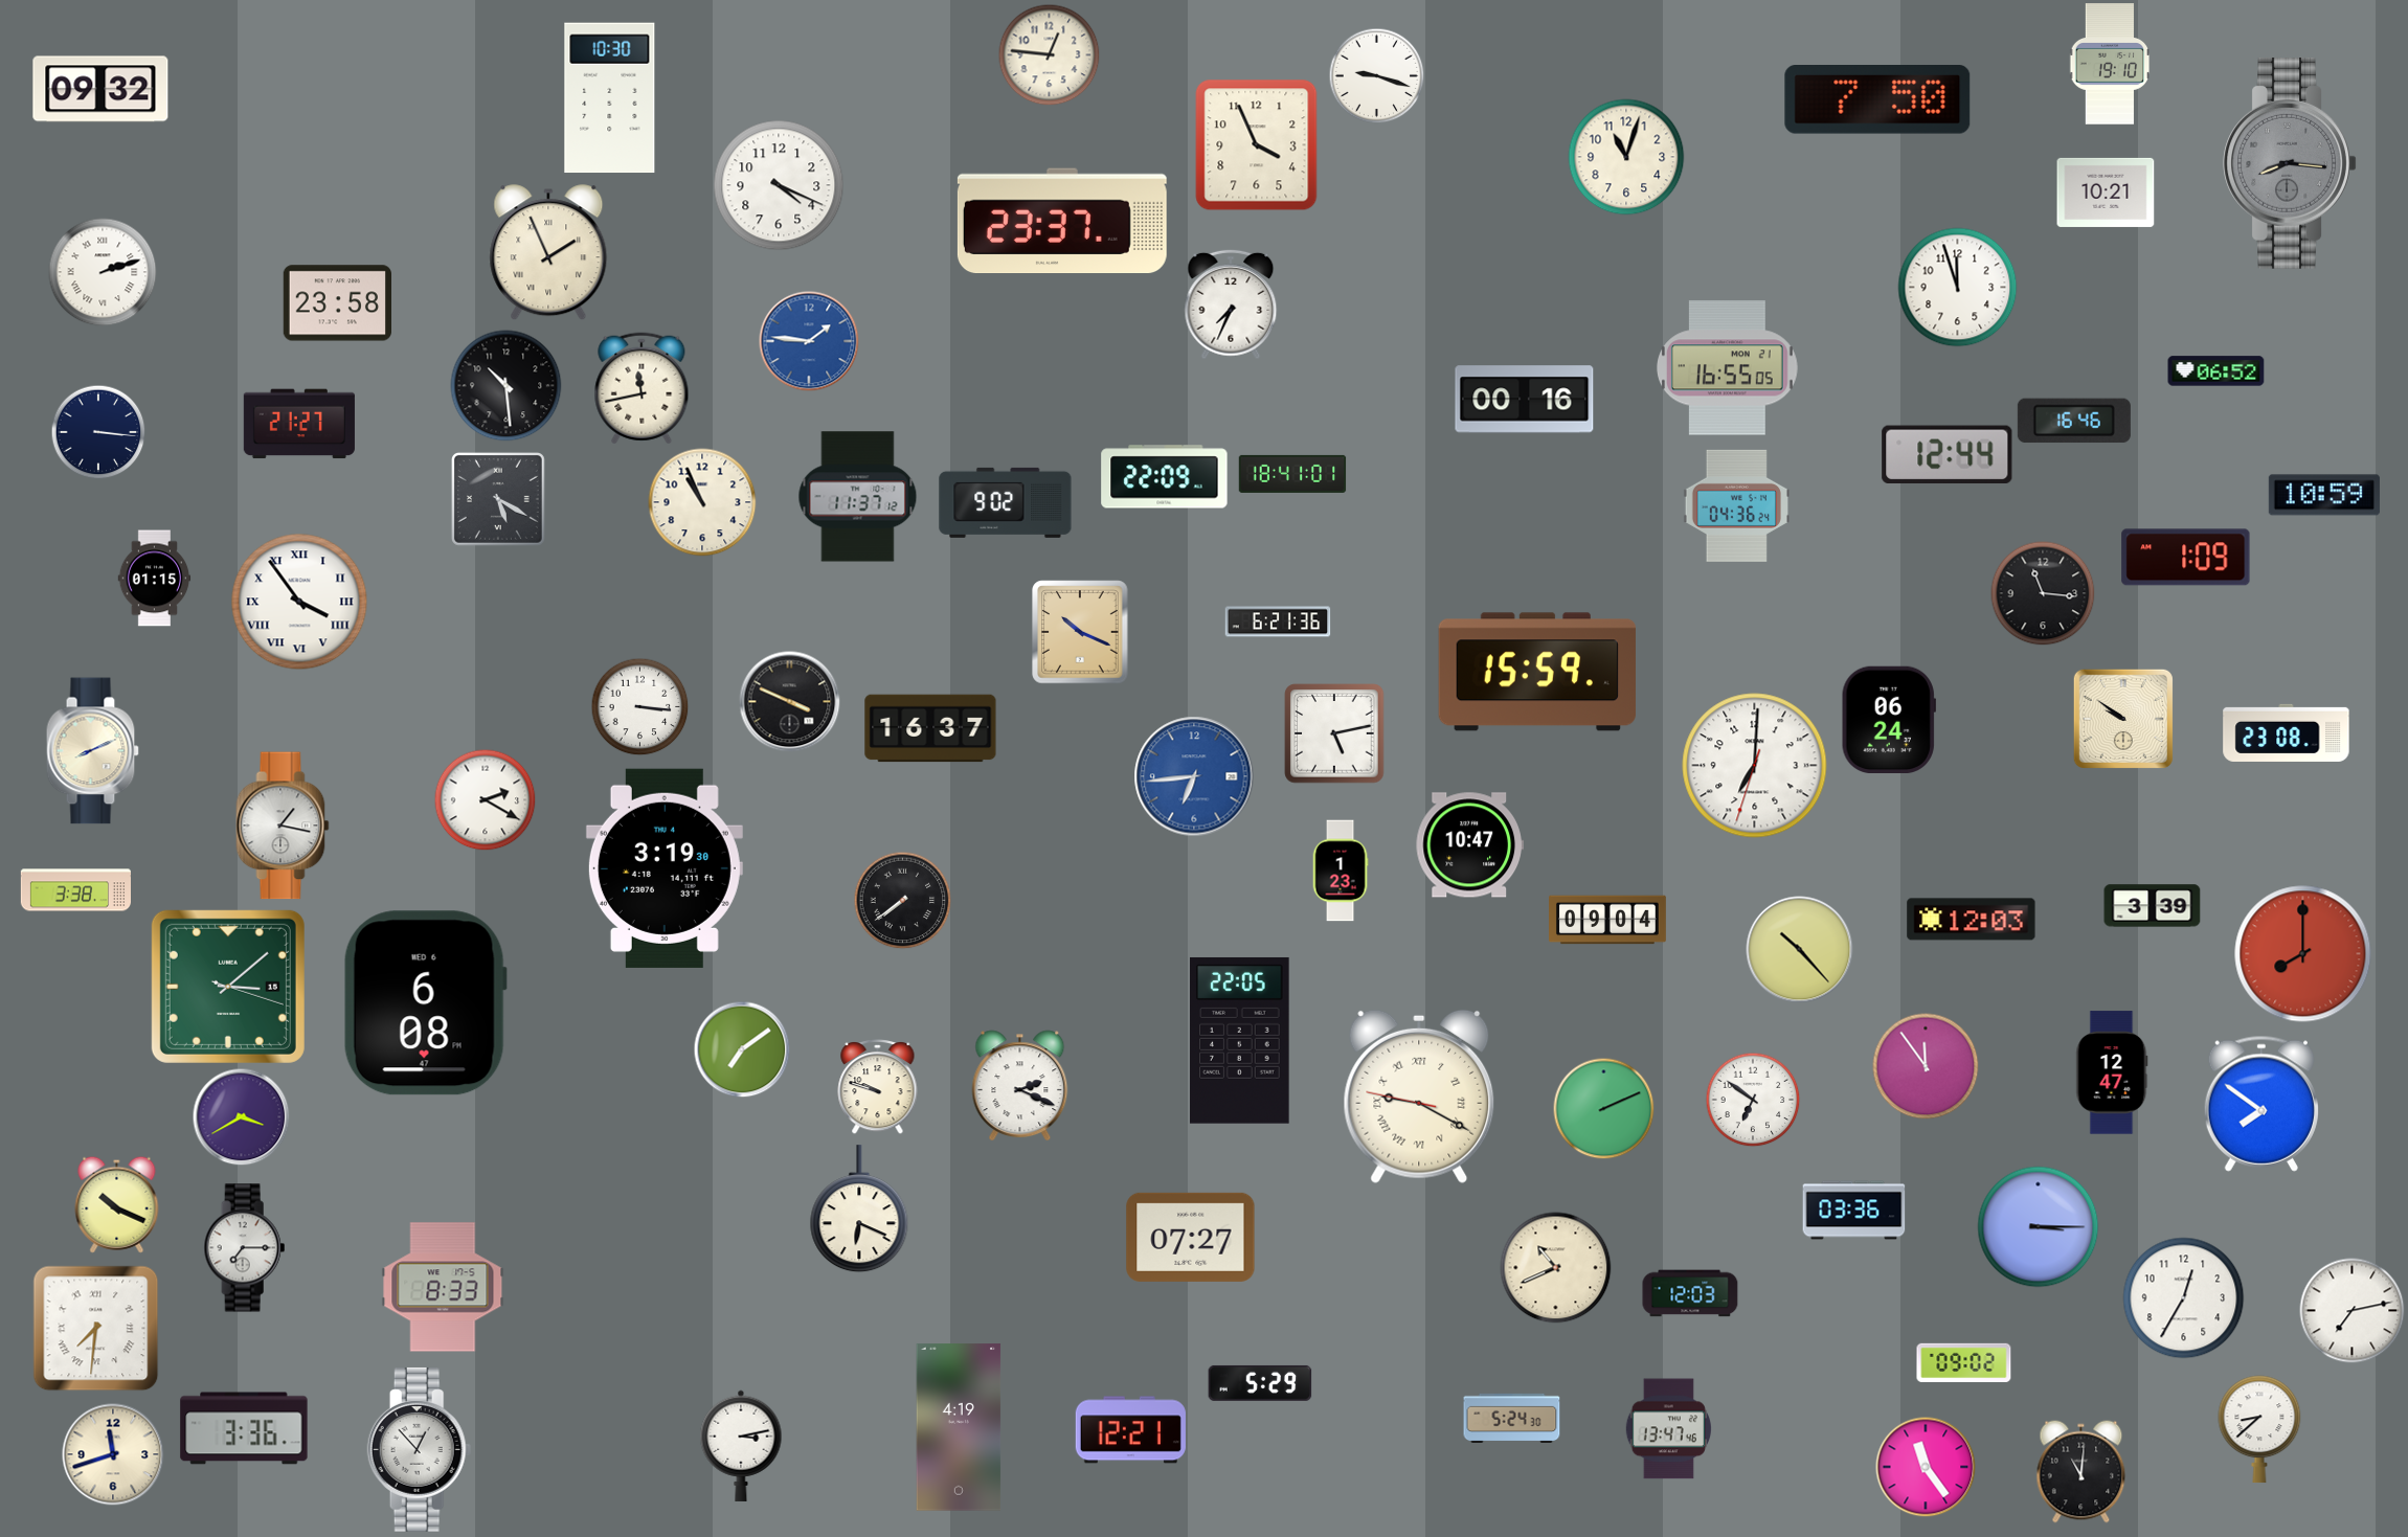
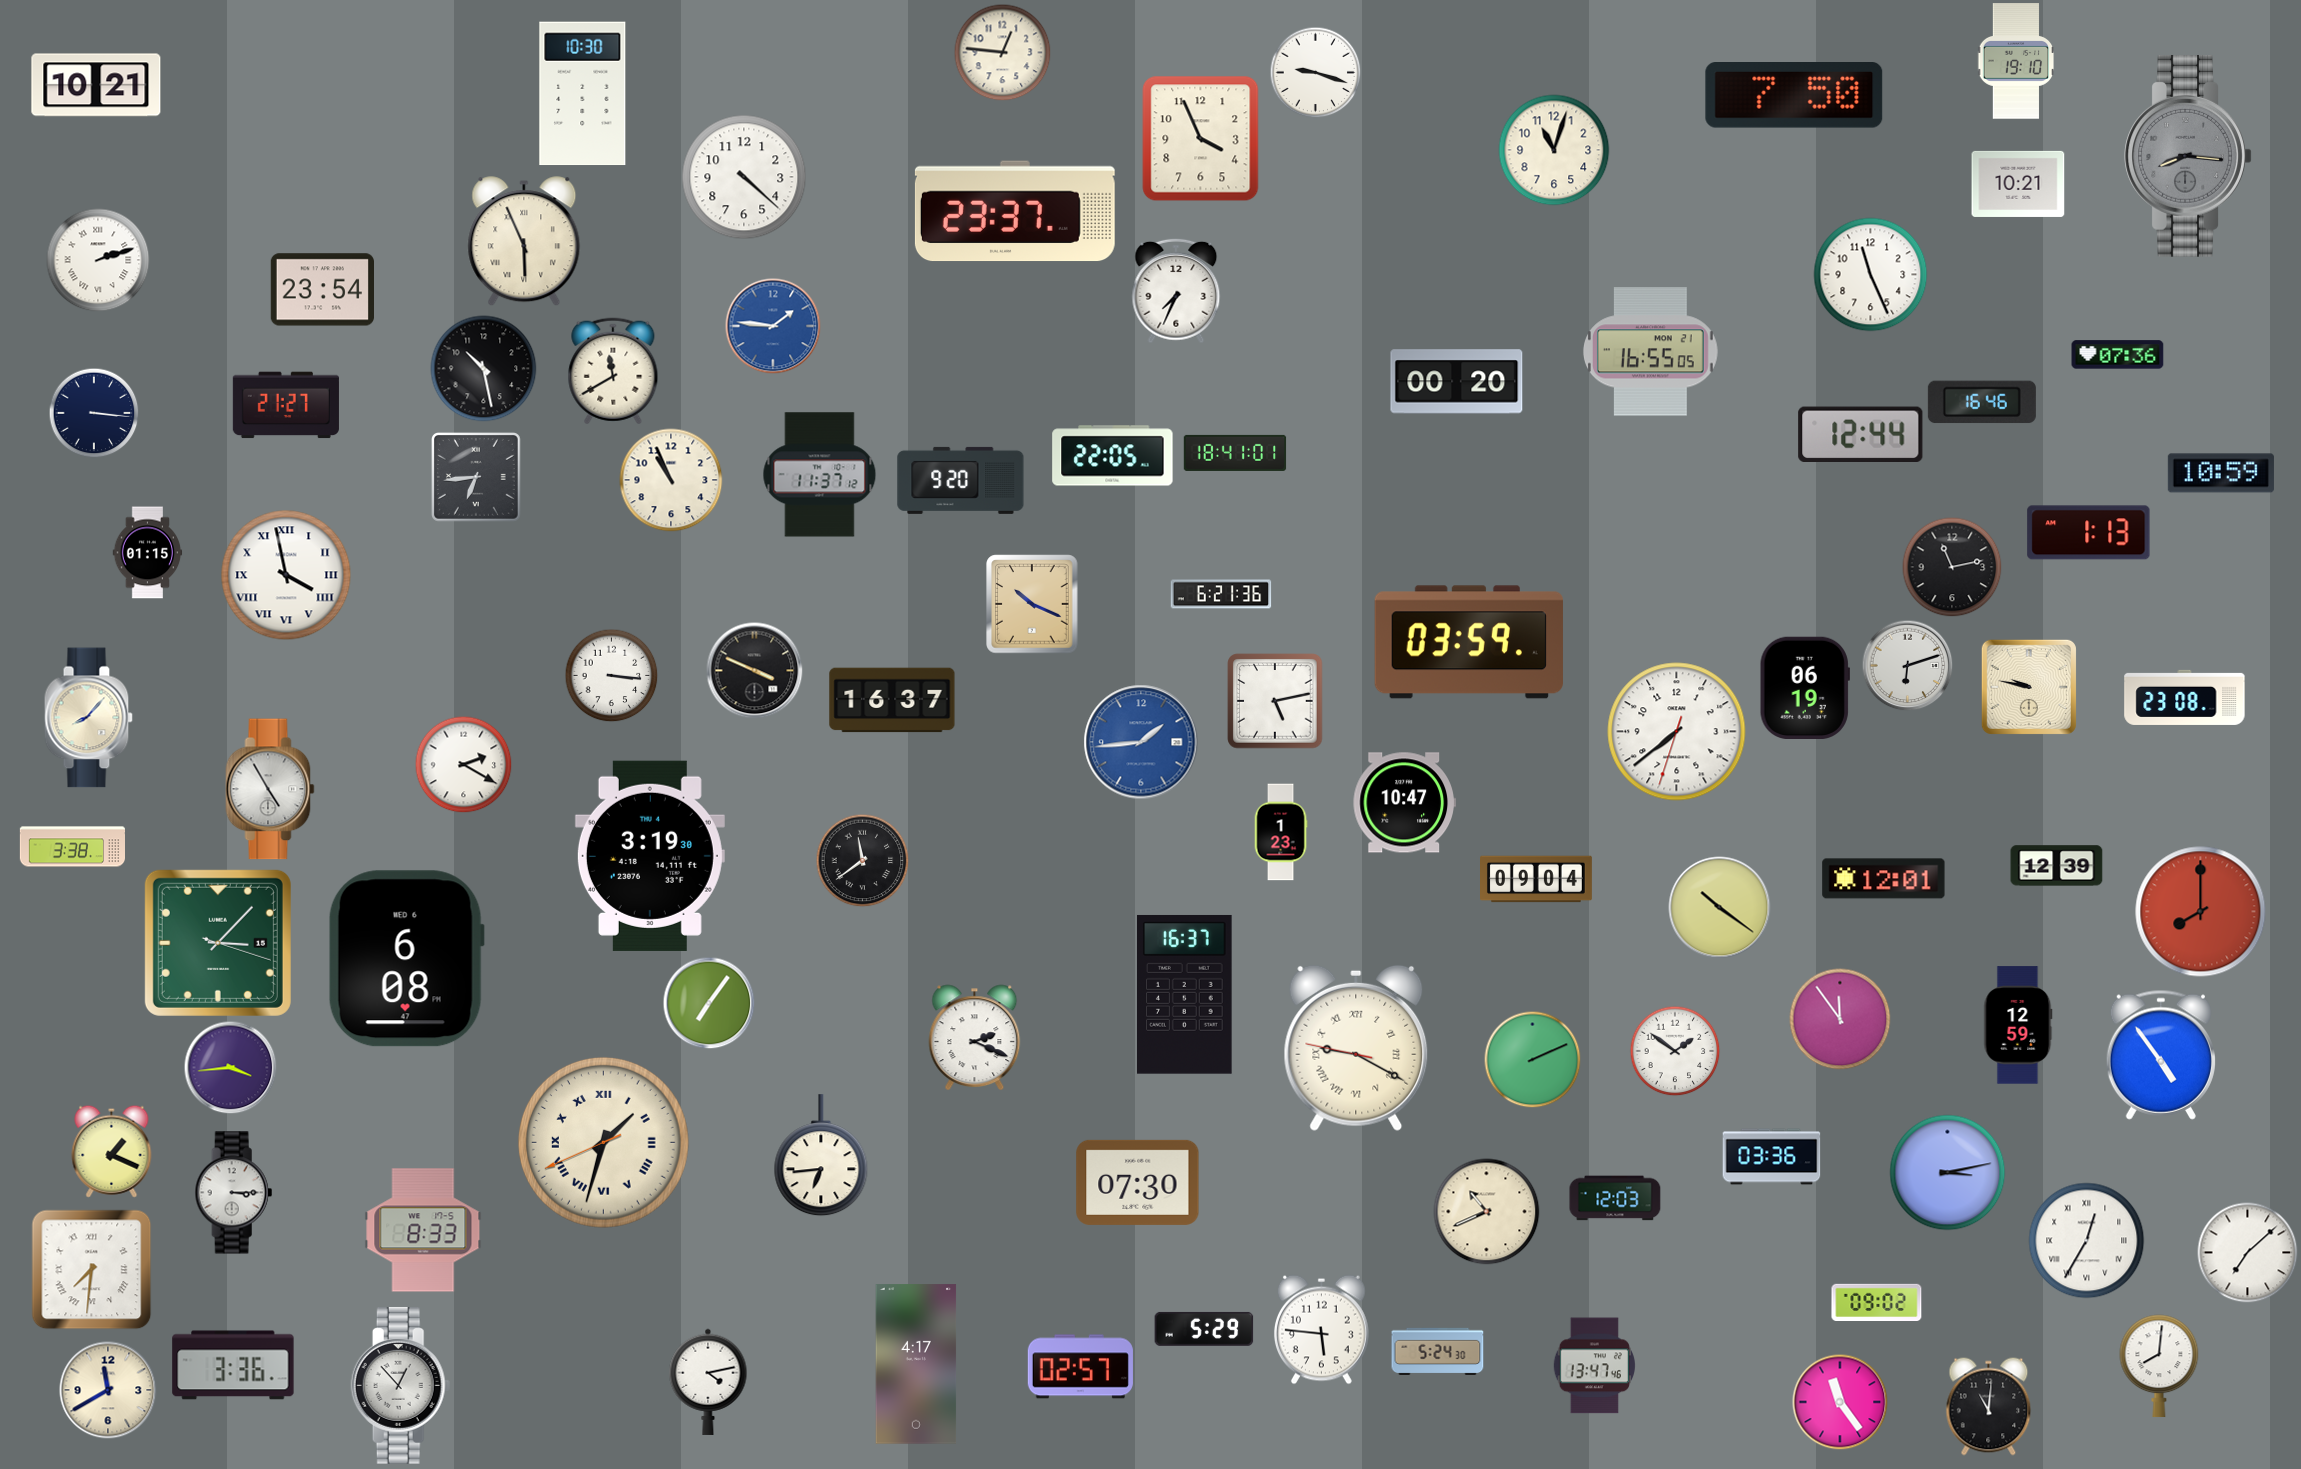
clock at (100, 89): 09:32 -> 10:21
clock at (779, 185): 4:19 -> 4:22
clock at (2106, 193) position: (2106, 193) -> (2018, 184)
clock at (548, 253): 1:56 -> 5:56
clock at (1958, 288): 11:57 -> 11:26
clock at (337, 303): 23:58 -> 23:54
clock at (2216, 371): 06:52 -> 07:36
clock at (507, 386): 10:29 -> 10:28
clock at (642, 388): 11:43 -> 11:40
clock at (1525, 400): 00:16 -> 00:20
clock at (1165, 477): 22:09 -> 22:05
clock at (499, 500): 5:20 -> 6:44
clock at (1006, 502): 9:02 -> 9:20
clock at (1736, 505): 04:36 -> none
clock at (2186, 558): 1:09 -> 1:13
clock at (2043, 593): 11:16 -> 11:13
clock at (299, 602): 3:54 -> 3:58
clock at (1537, 672): 15:59 -> 03:59
clock at (1907, 665): none -> 6:12
clock at (1889, 719): 06:24 -> 06:19
clock at (2123, 719): 9:51 -> 9:47
clock at (930, 728) position: (930, 728) -> (892, 700)
clock at (2287, 732) position: (2287, 732) -> (2185, 697)
clock at (92, 751): 8:11 -> 8:07
clock at (1755, 766): 7:00 -> 7:38
clock at (1194, 776): 6:44 -> 1:44
clock at (283, 826): 1:17 -> 4:55
clock at (1469, 845) position: (1469, 845) -> (1404, 803)
clock at (665, 868) position: (665, 868) -> (650, 856)
clock at (75, 890) position: (75, 890) -> (72, 847)
clock at (902, 900): 7:39 -> 11:39
clock at (2153, 906): 3:39 -> 12:39
clock at (1972, 920): 12:03 -> 12:01
clock at (1800, 950): 10:23 -> 10:21
clock at (228, 987): 3:08 -> 3:07
clock at (1240, 1040): 22:05 -> 16:37
clock at (742, 1049): 7:09 -> 7:06
clock at (2112, 1072): 12:47 -> 12:59
clock at (878, 1086): 9:48 -> none
clock at (1753, 1100): 6:51 -> 1:51
clock at (2261, 1104): 7:51 -> 4:54
clock at (241, 1116): 3:40 -> 3:44
clock at (603, 1142): none -> 1:32
clock at (117, 1204): 10:19 -> 1:19
clock at (859, 1210): 6:19 -> 6:44
clock at (2039, 1227): 3:15 -> 3:13
clock at (1191, 1237): 07:27 -> 07:30
clock at (245, 1248): 7:15 -> 3:15
clock at (1690, 1293) position: (1690, 1293) -> (1615, 1198)
clock at (2184, 1298) numerals: Arabic -> Roman
clock at (2353, 1311): 7:13 -> 7:08
clock at (1260, 1383) position: (1260, 1383) -> (1204, 1329)
clock at (1321, 1330): none -> 5:46
clock at (1512, 1418) position: (1512, 1418) -> (1438, 1351)
clock at (959, 1427): 4:19 -> 4:17
clock at (2259, 1429): 8:38 -> 8:01
clock at (1130, 1430): 12:21 -> 02:57
clock at (741, 1446): 3:13 -> 4:13
clock at (113, 1454): 11:42 -> 11:40
